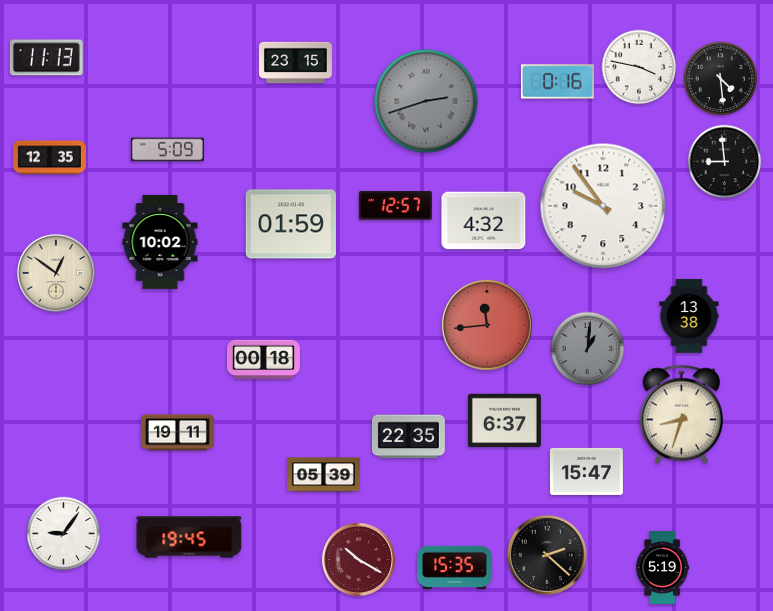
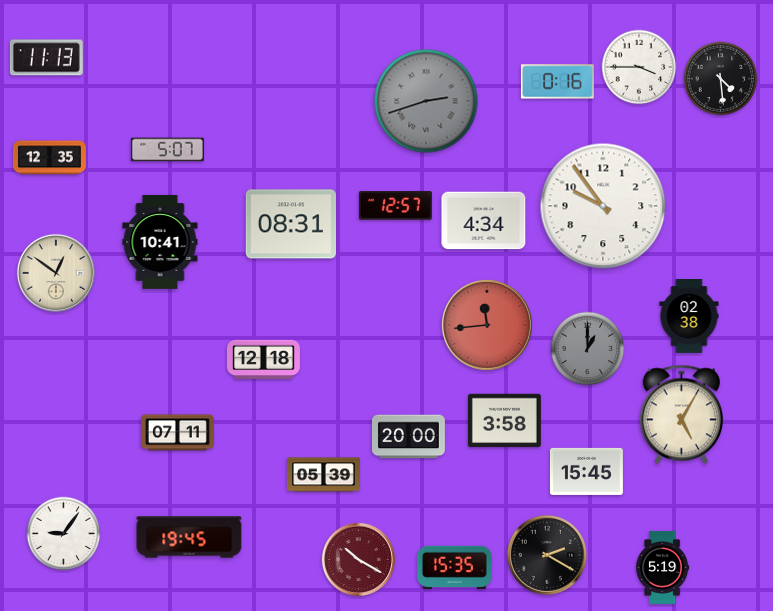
clock at (295, 62): 23:15 -> none
clock at (639, 67): 3:47 -> 3:45
clock at (167, 150): 5:09 -> 5:07
clock at (725, 162): 8:59 -> none
clock at (484, 221): 4:32 -> 4:34
clock at (290, 224): 01:59 -> 08:31
clock at (160, 242): 10:02 -> 10:41
clock at (689, 316): 13:38 -> 02:38
clock at (588, 349): 1:01 -> 1:00
clock at (263, 359): 00:18 -> 12:18
clock at (681, 415): 8:33 -> 5:05
clock at (504, 421): 6:37 -> 3:58
clock at (177, 433): 19:11 -> 07:11
clock at (408, 437): 22:35 -> 20:00
clock at (586, 471): 15:47 -> 15:45
clock at (547, 555): 2:22 -> 2:20
